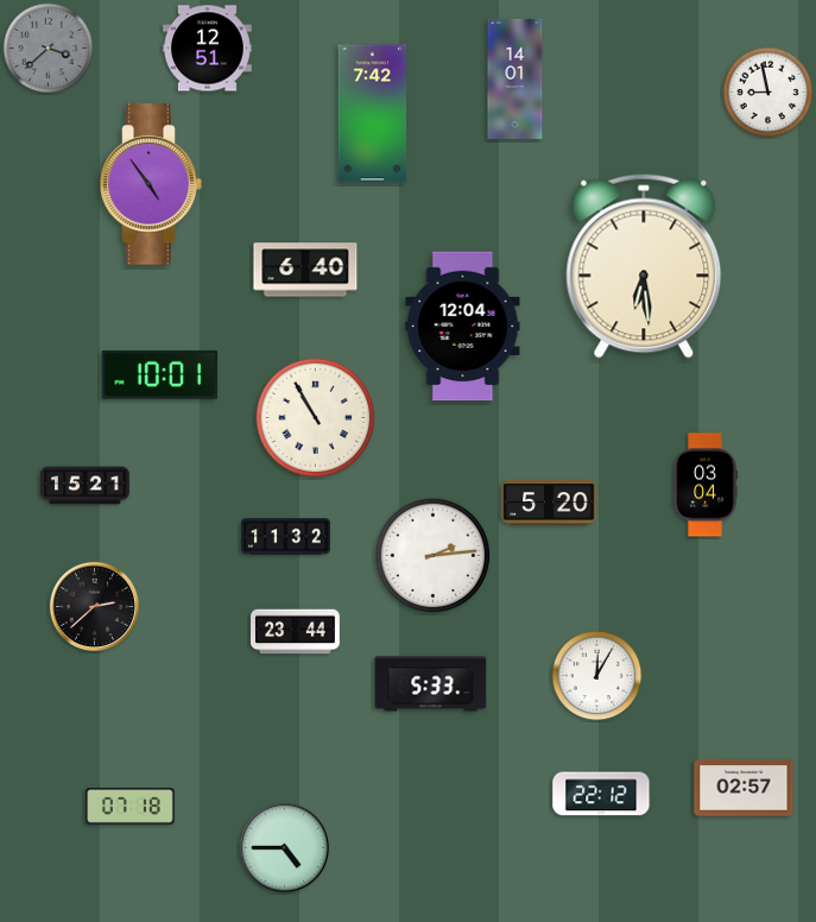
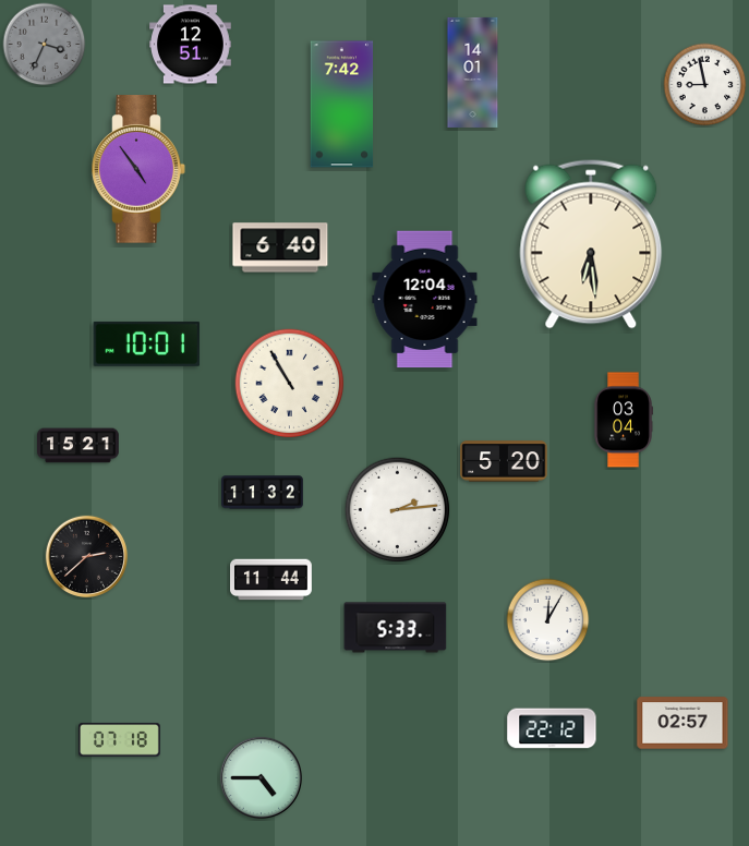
clock at (49, 49): 3:38 -> 3:34
clock at (706, 485) position: (706, 485) -> (624, 420)
clock at (296, 632): 23:44 -> 11:44
